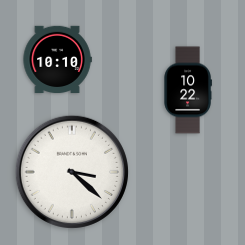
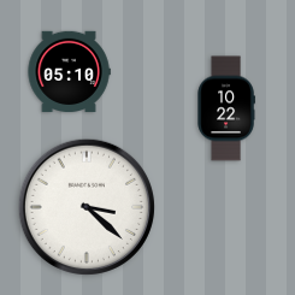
clock at (57, 60): 10:10 -> 05:10
